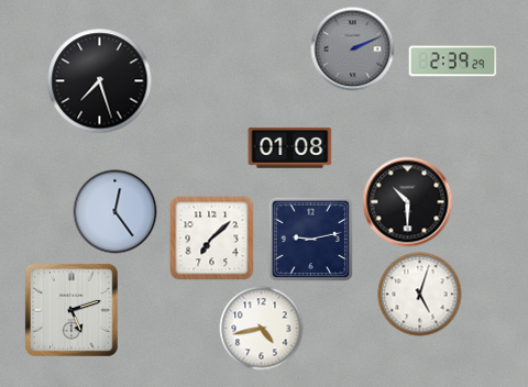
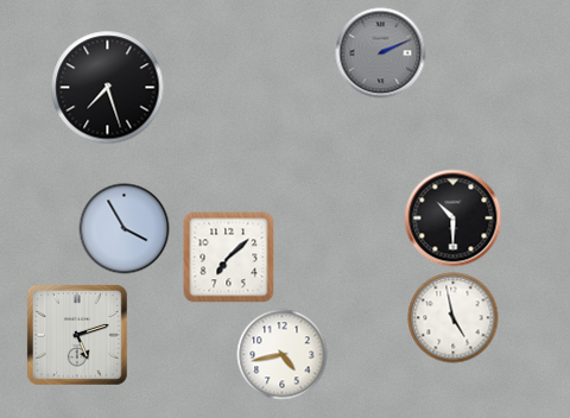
clock at (453, 62): 2:39 -> none
clock at (290, 148): 01:08 -> none
clock at (408, 202) position: (408, 202) -> (454, 218)
clock at (116, 212): 12:24 -> 3:55
clock at (310, 239): 9:13 -> none
clock at (420, 295): 5:03 -> 4:58
